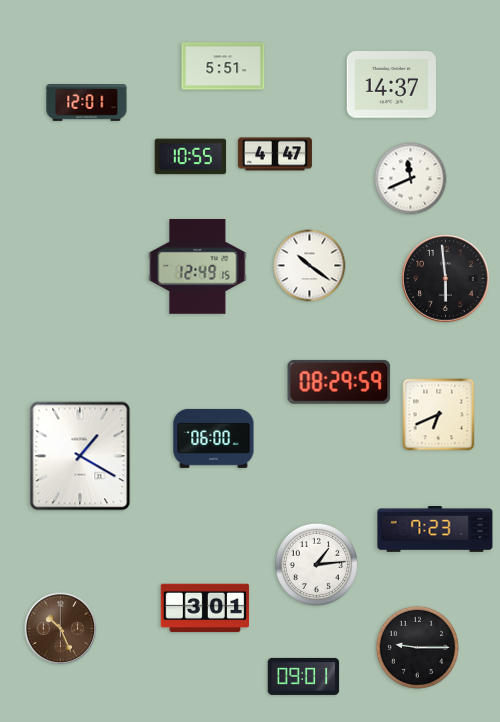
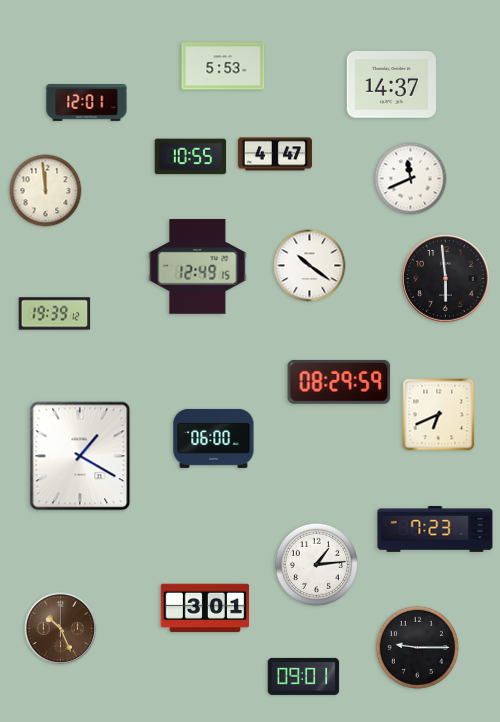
clock at (223, 66): 5:51 -> 5:53
clock at (46, 191): none -> 11:59
clock at (55, 314): none -> 19:39
